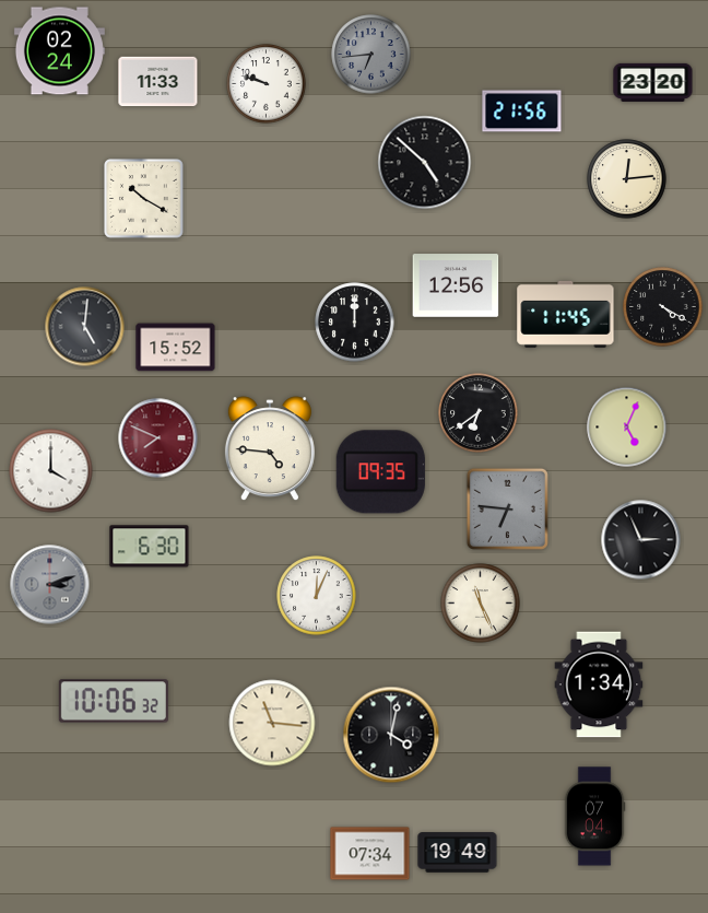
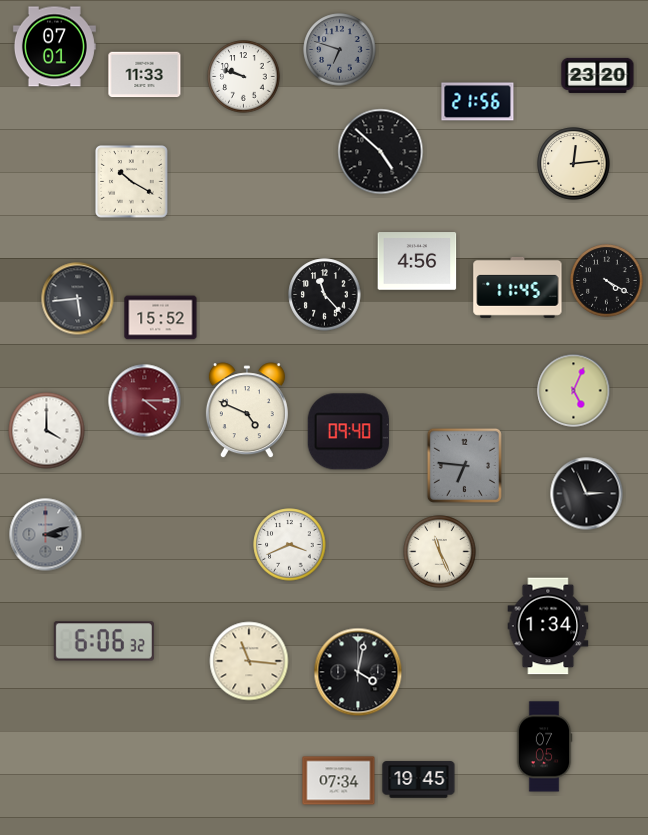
clock at (59, 51): 02:24 -> 07:01
clock at (371, 55): 6:44 -> 6:48
clock at (425, 163) position: (425, 163) -> (381, 152)
clock at (456, 285): 12:56 -> 4:56
clock at (355, 323): 12:00 -> 11:23
clock at (85, 327): 5:01 -> 5:44
clock at (479, 413): 6:39 -> none
clock at (158, 438): 7:49 -> 4:15
clock at (270, 449): 4:46 -> 4:49
clock at (380, 472): 09:35 -> 09:40
clock at (150, 547): 6:30 -> none
clock at (317, 596): 12:04 -> 3:41
clock at (114, 701): 10:06 -> 6:06
clock at (594, 817): 07:04 -> 07:05
clock at (458, 853): 19:49 -> 19:45
